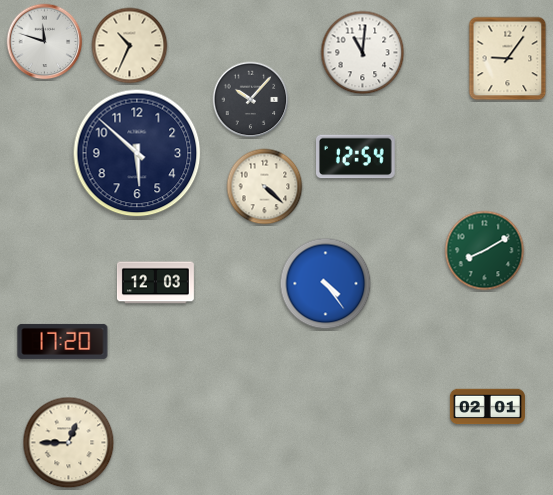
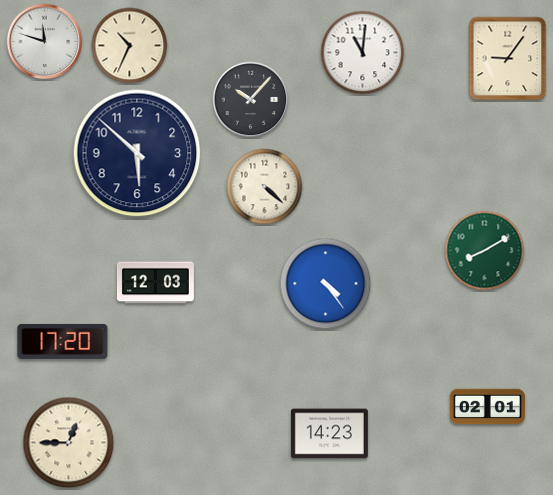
clock at (356, 157): 12:54 -> none
clock at (329, 434): none -> 14:23
